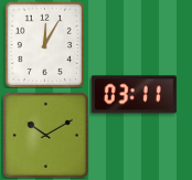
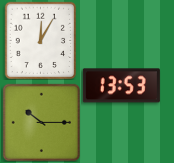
clock at (134, 95): 03:11 -> 13:53
clock at (45, 135): 10:10 -> 10:15
